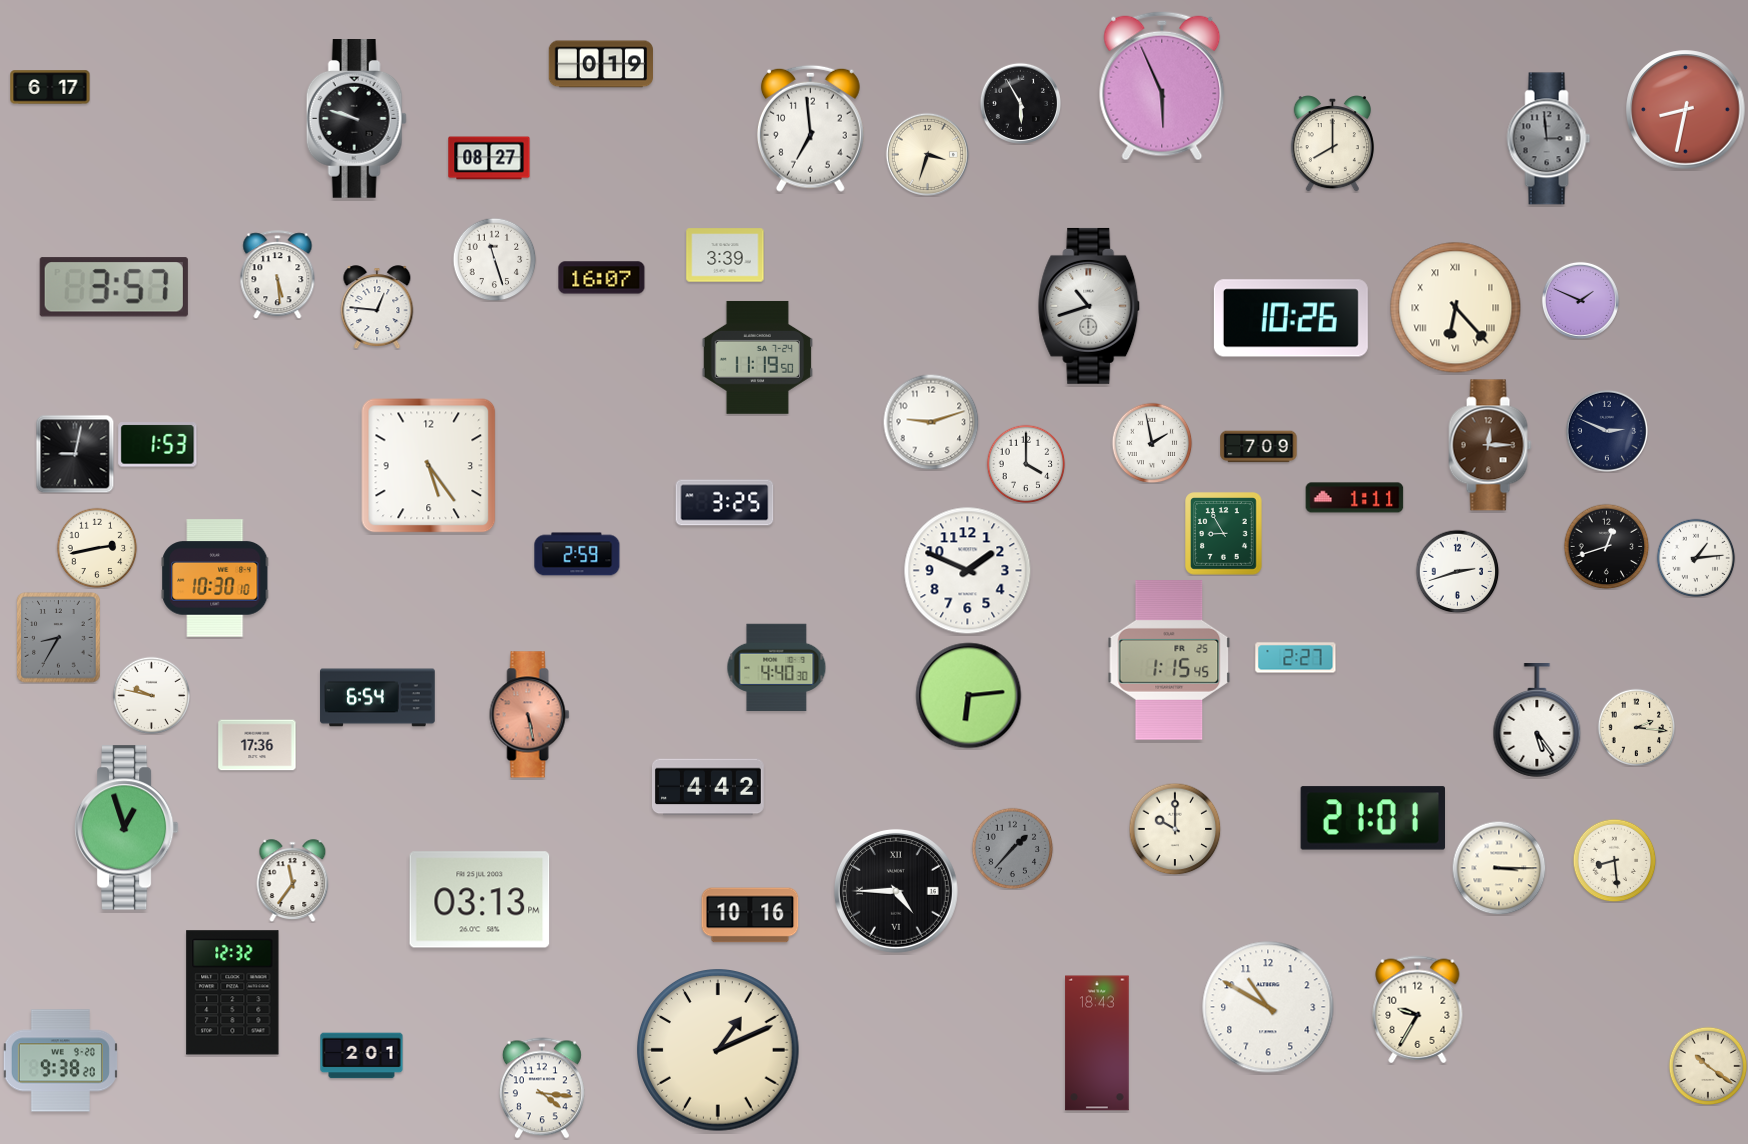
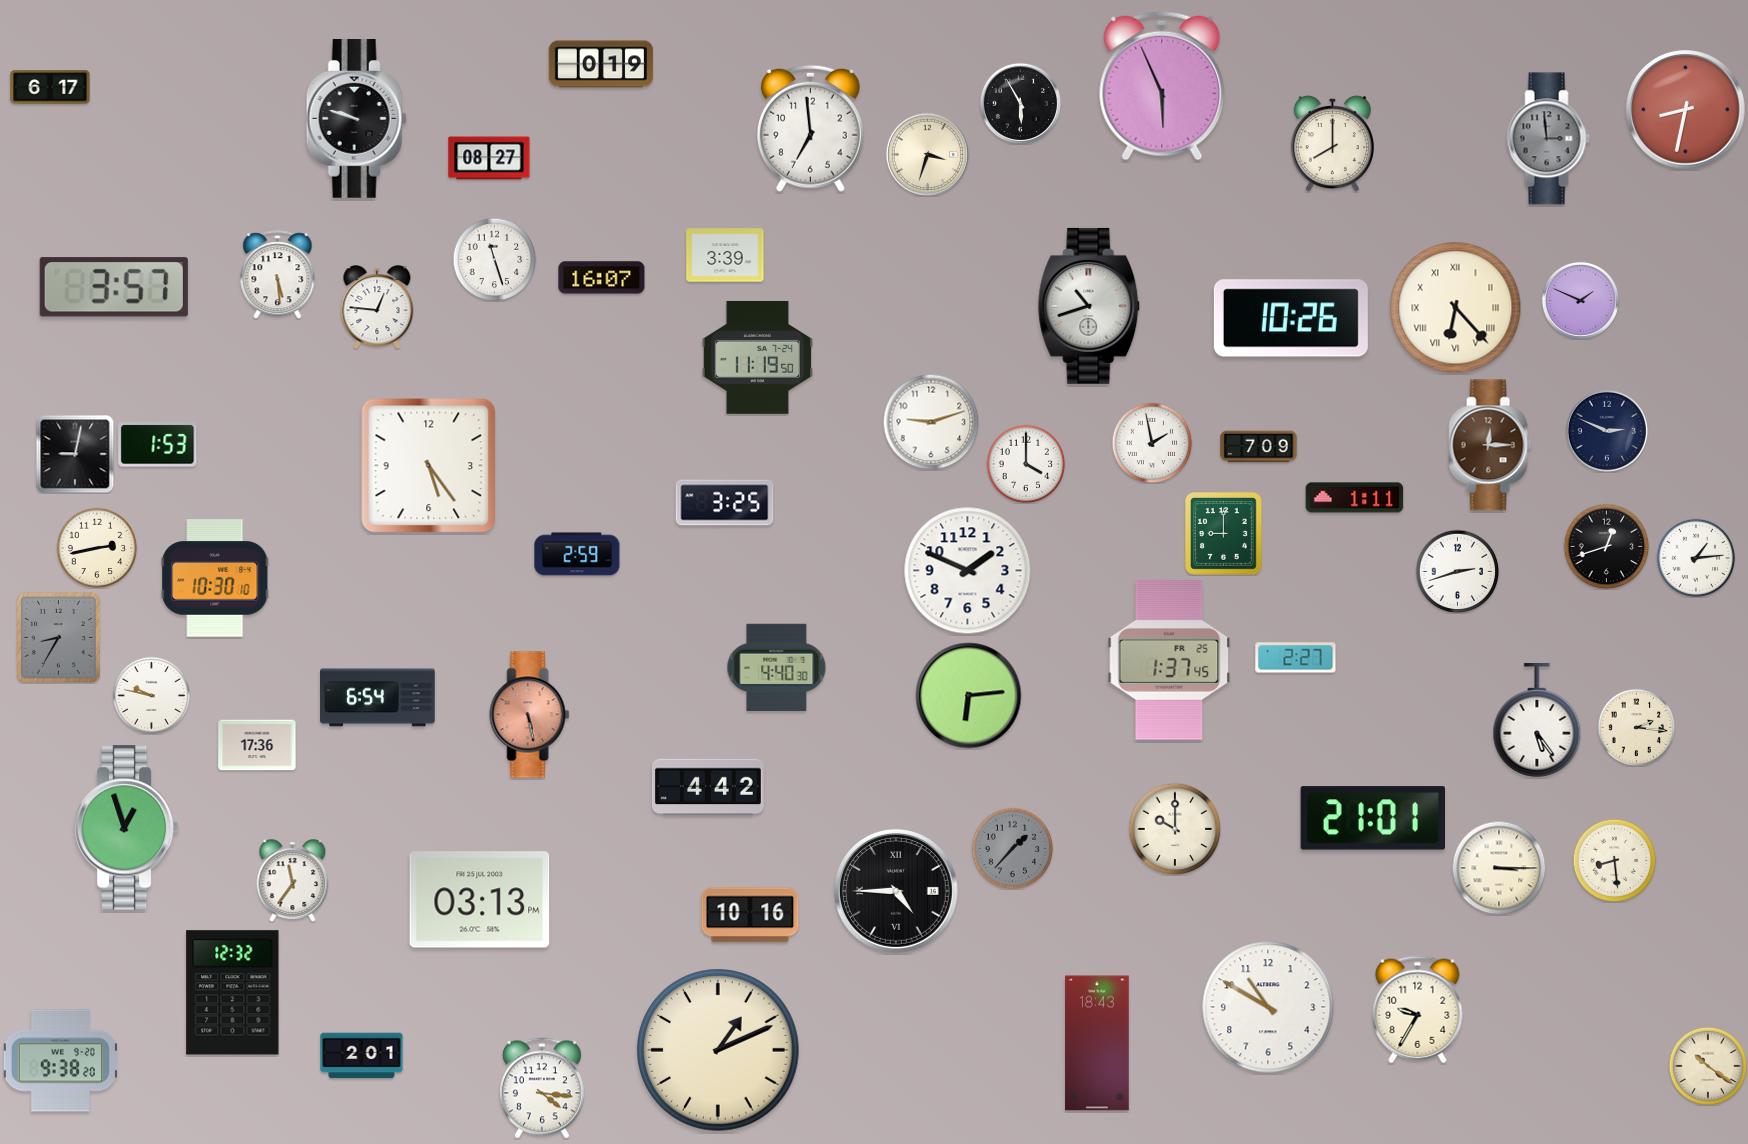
clock at (1224, 534): 8:55 -> 9:00
clock at (1169, 660): 1:15 -> 1:37
